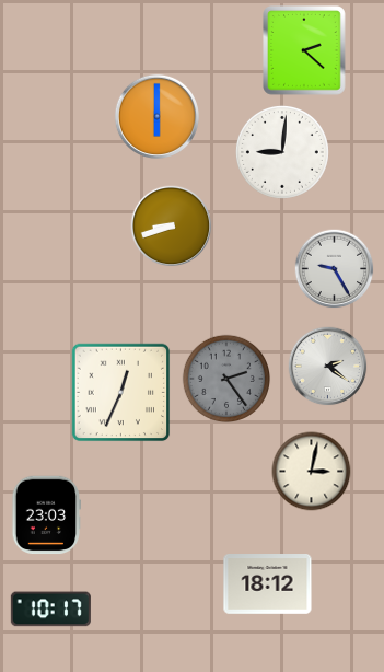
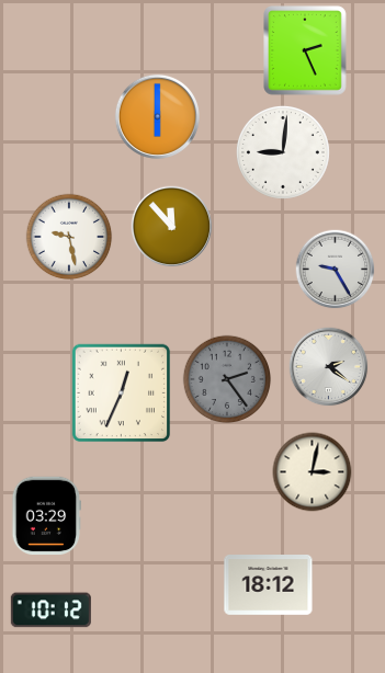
clock at (305, 51): 2:22 -> 2:26
clock at (172, 227): 8:42 -> 11:53
clock at (69, 237): none -> 9:28
clock at (47, 515): 23:03 -> 03:29
clock at (50, 610): 10:17 -> 10:12
